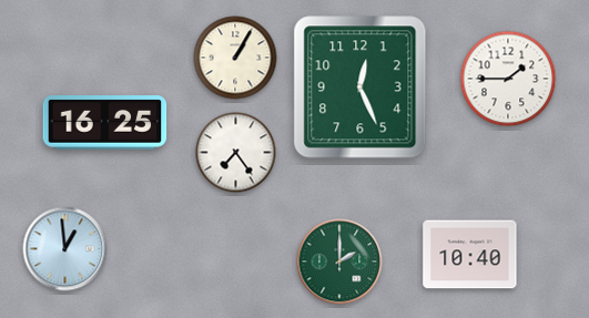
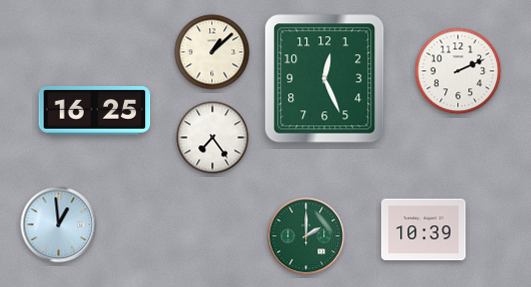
clock at (235, 58): 1:05 -> 1:08
clock at (508, 79): 1:45 -> 2:11
clock at (470, 255): 10:40 -> 10:39
